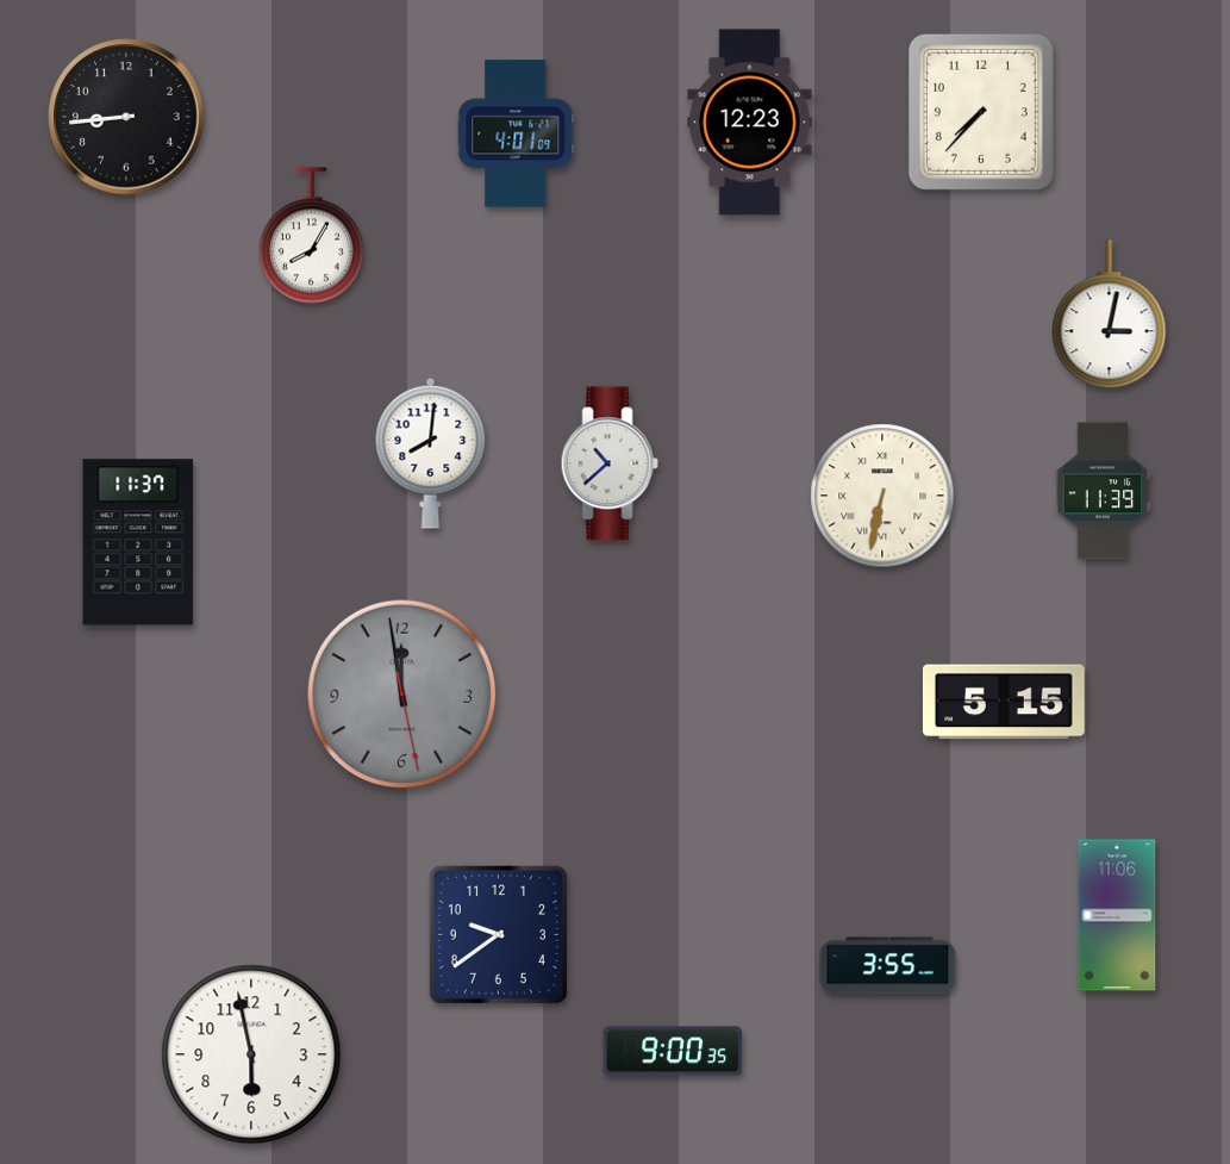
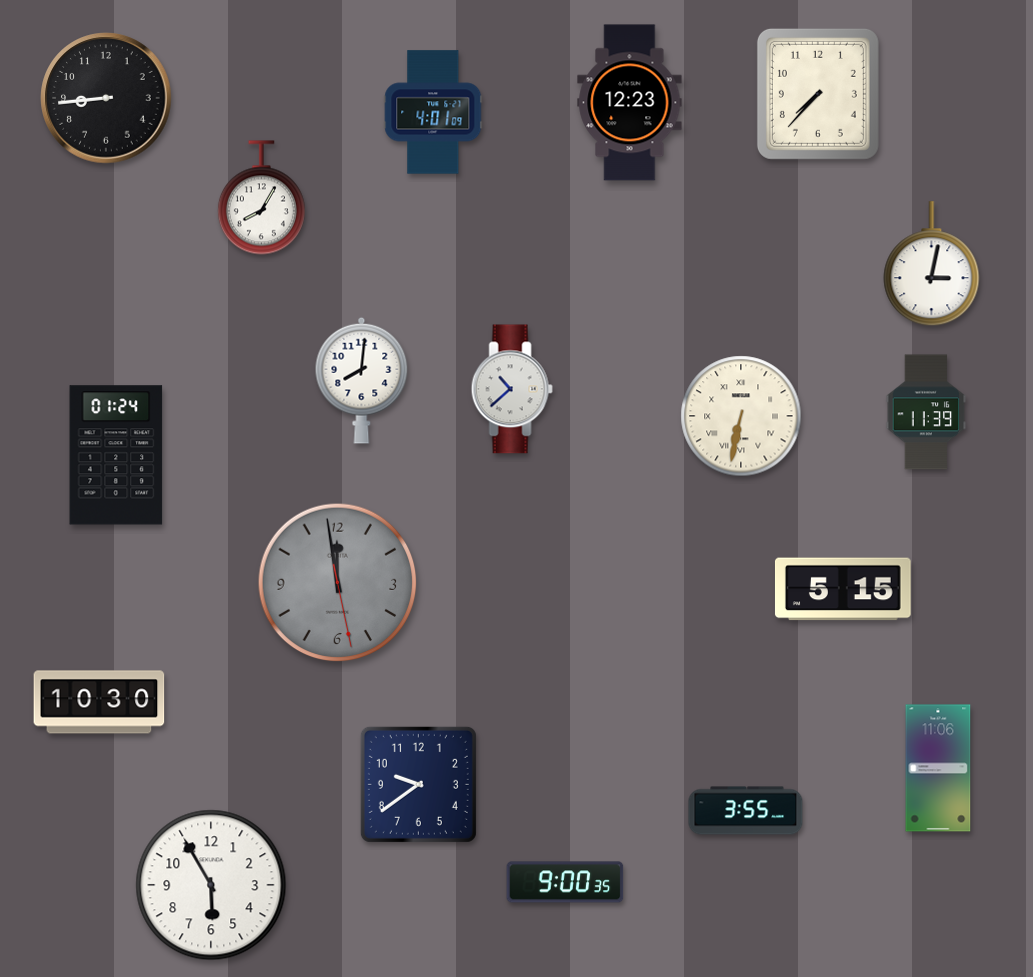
clock at (981, 112) position: (981, 112) -> (818, 94)
clock at (138, 542): 11:37 -> 01:24
clock at (99, 702): none -> 10:30
clock at (251, 1054): 5:58 -> 5:55
